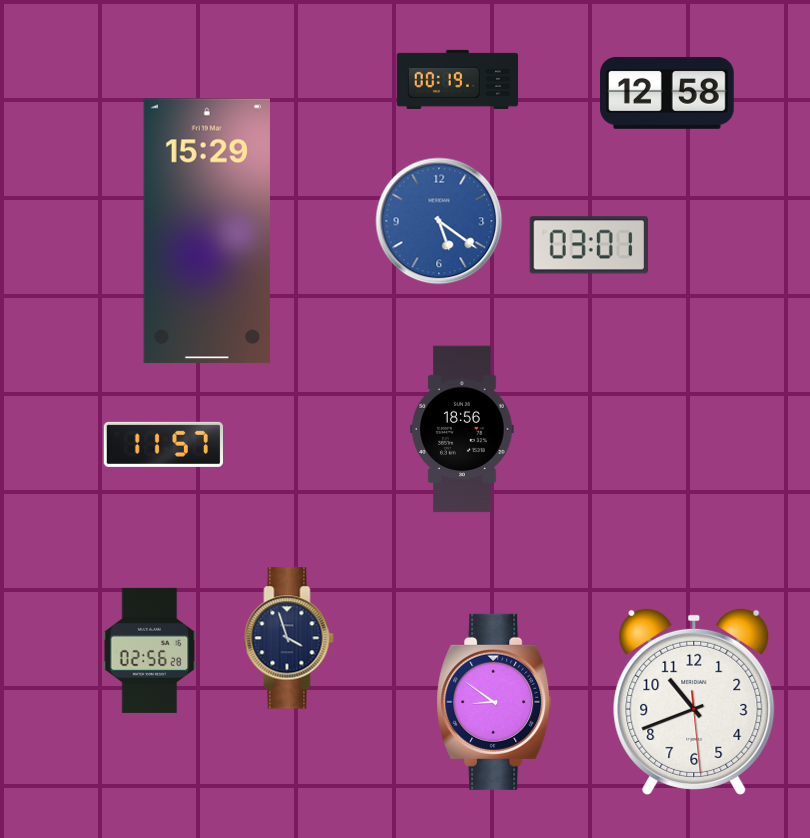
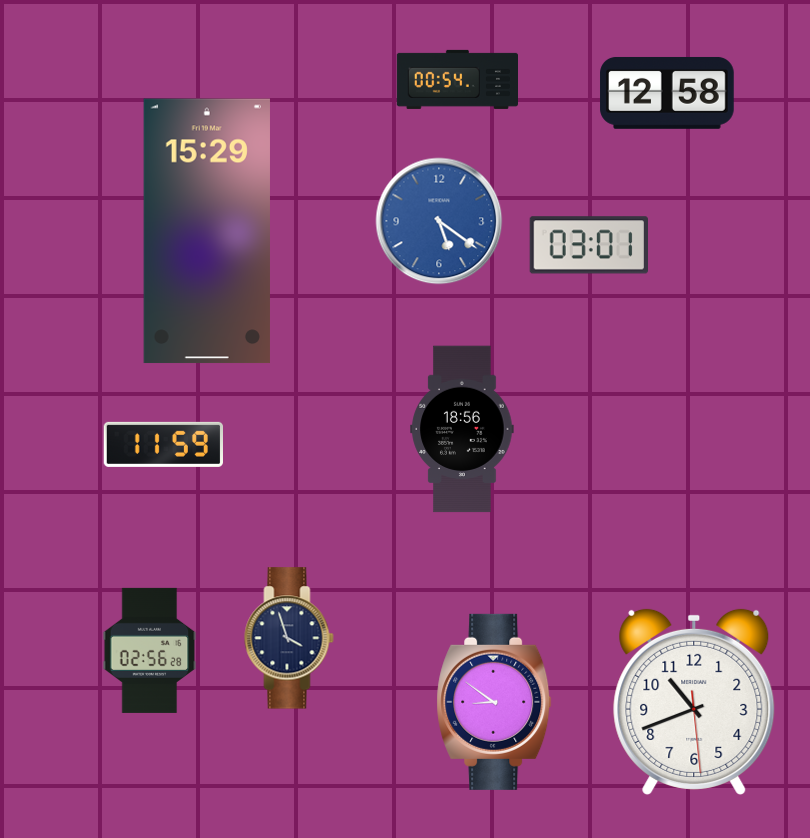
clock at (457, 79): 00:19 -> 00:54
clock at (163, 444): 11:57 -> 11:59
